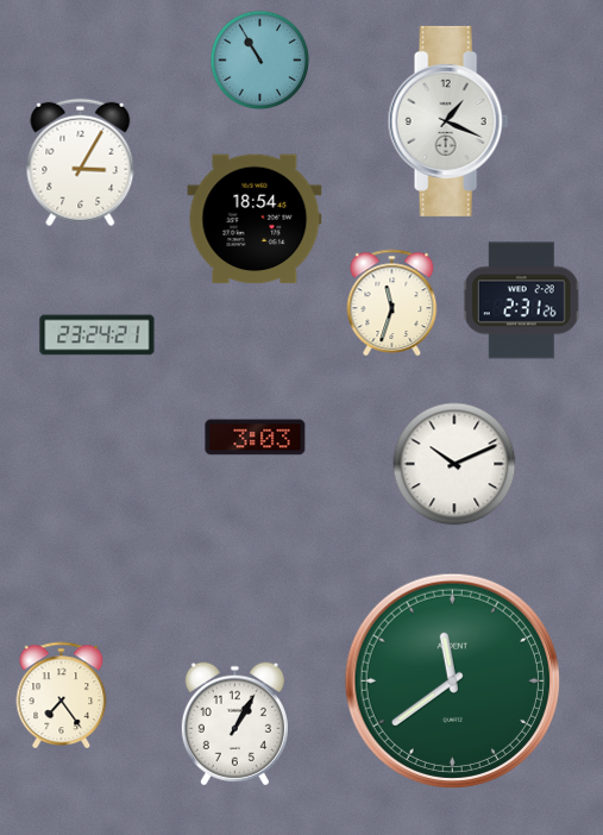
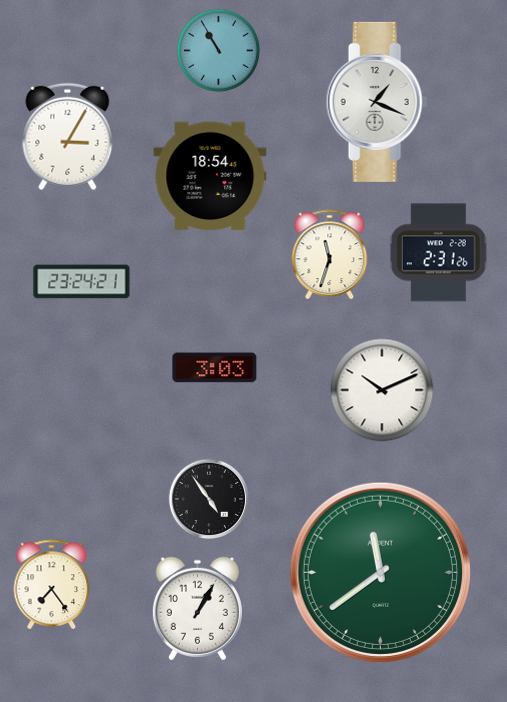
clock at (255, 219) position: (255, 219) -> (210, 176)
clock at (209, 499): none -> 4:54
